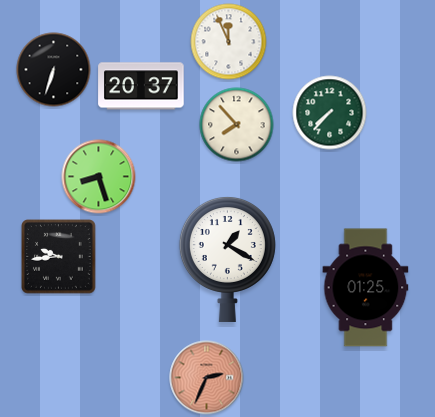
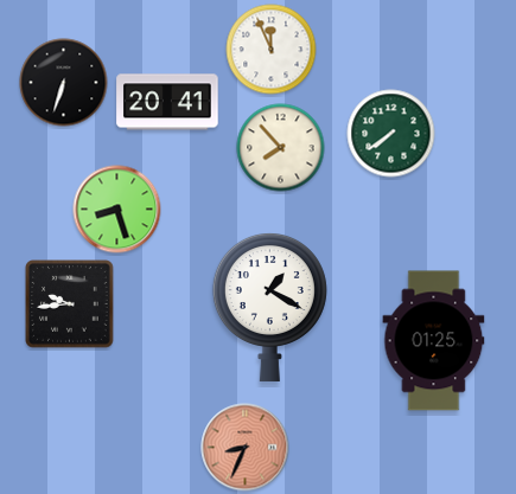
clock at (141, 86): 20:37 -> 20:41
clock at (330, 113): 7:37 -> 7:39
clock at (207, 378): 2:34 -> 8:34
